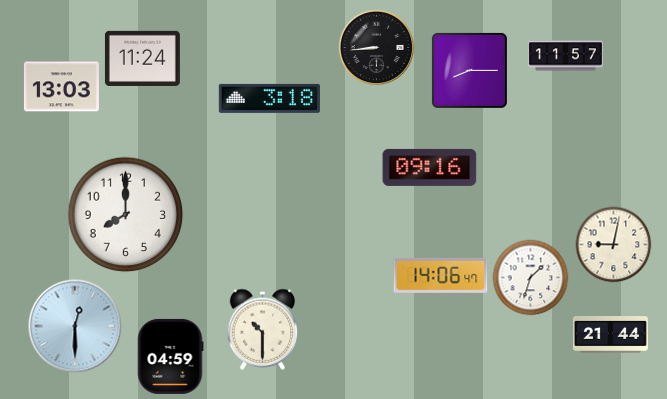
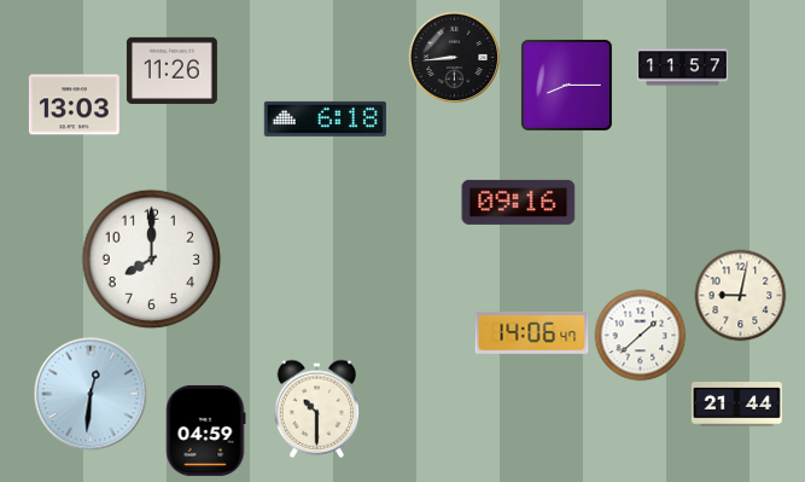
clock at (142, 58): 11:24 -> 11:26
clock at (269, 98): 3:18 -> 6:18
clock at (531, 278): 1:33 -> 1:38
clock at (75, 326): 12:30 -> 12:31
clock at (263, 329) position: (263, 329) -> (317, 408)
